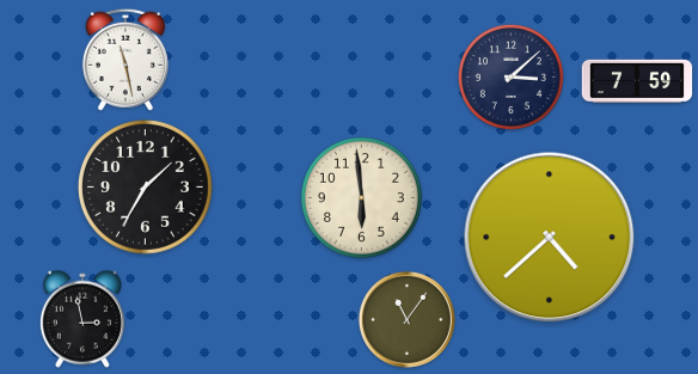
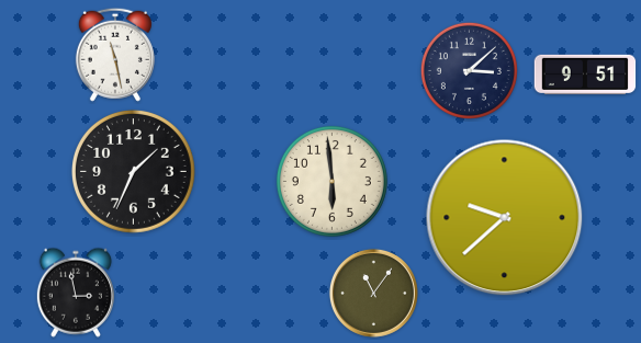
clock at (637, 80): 7:59 -> 9:51
clock at (145, 186): 1:35 -> 1:34
clock at (550, 238): 4:38 -> 9:38
